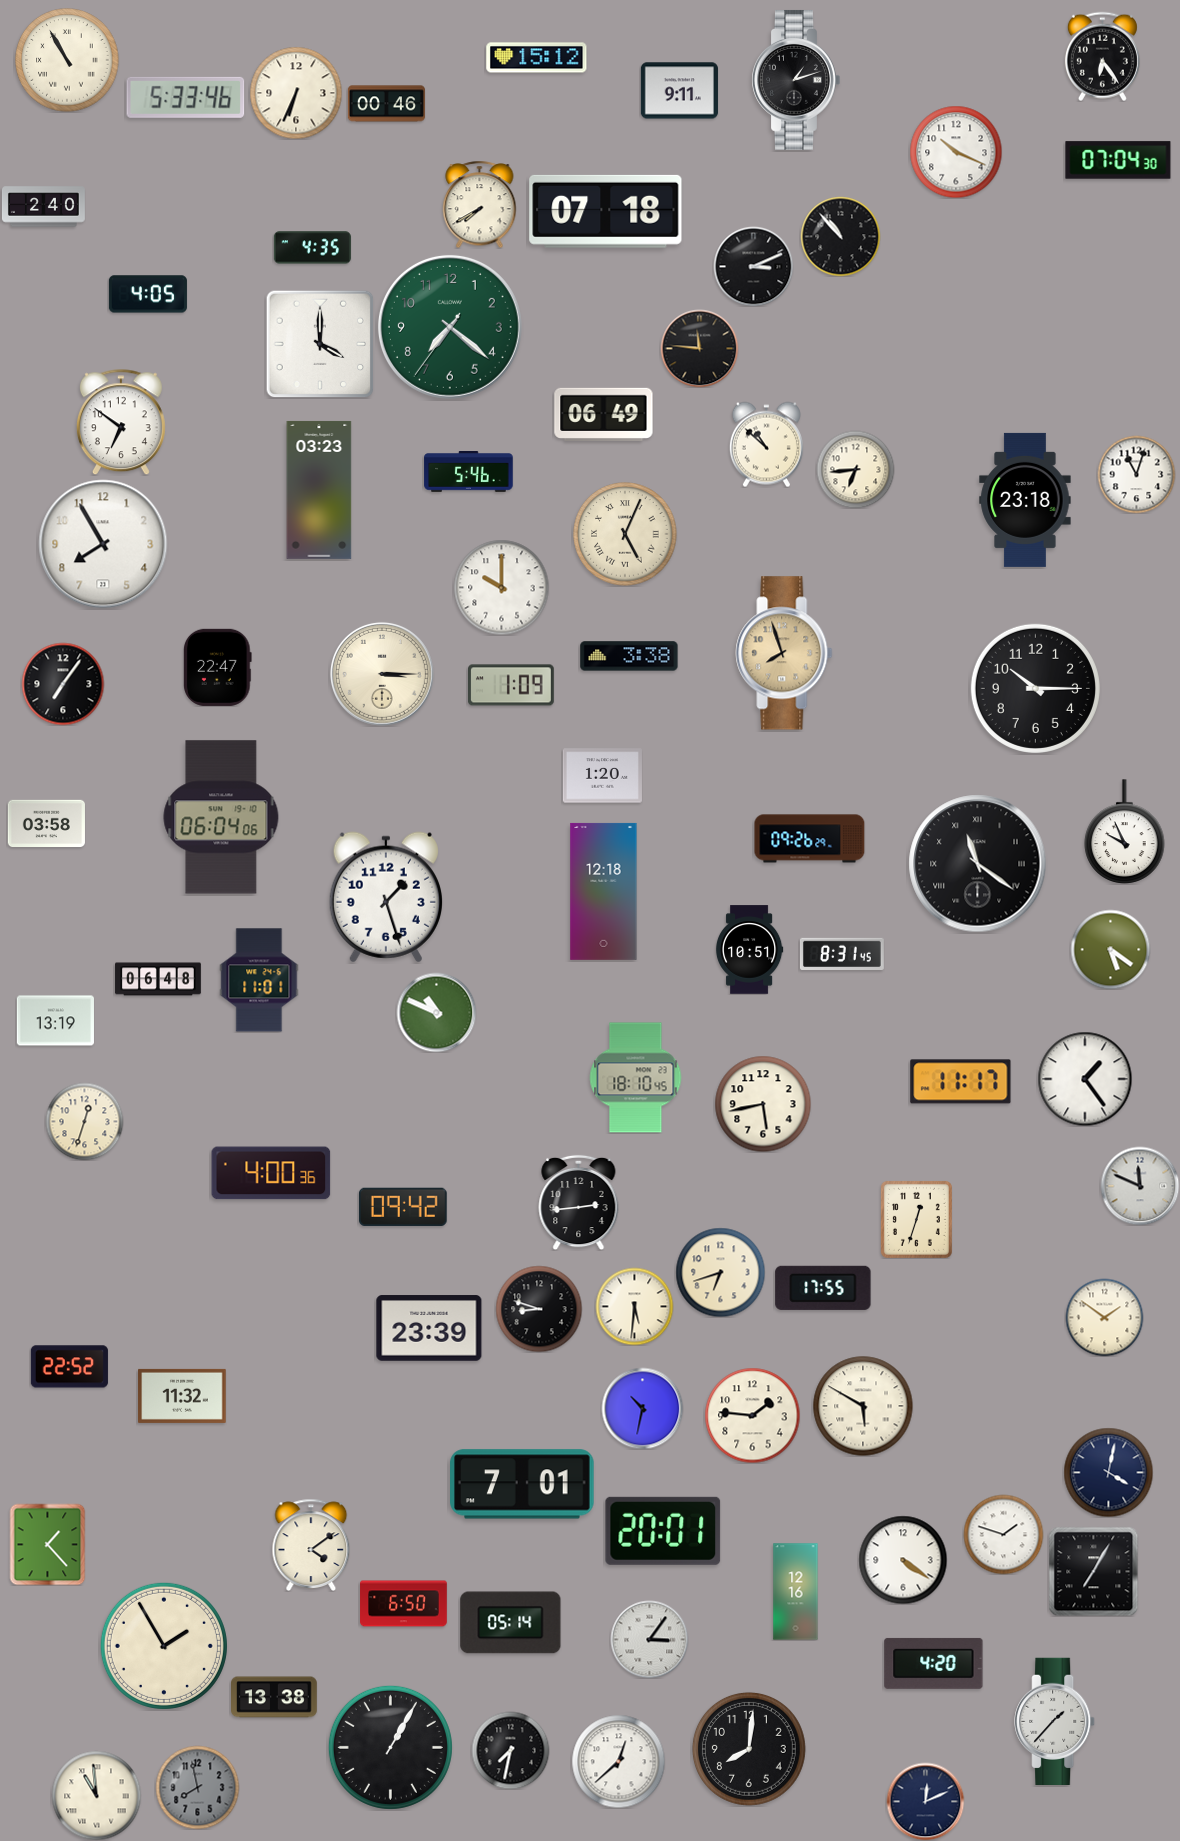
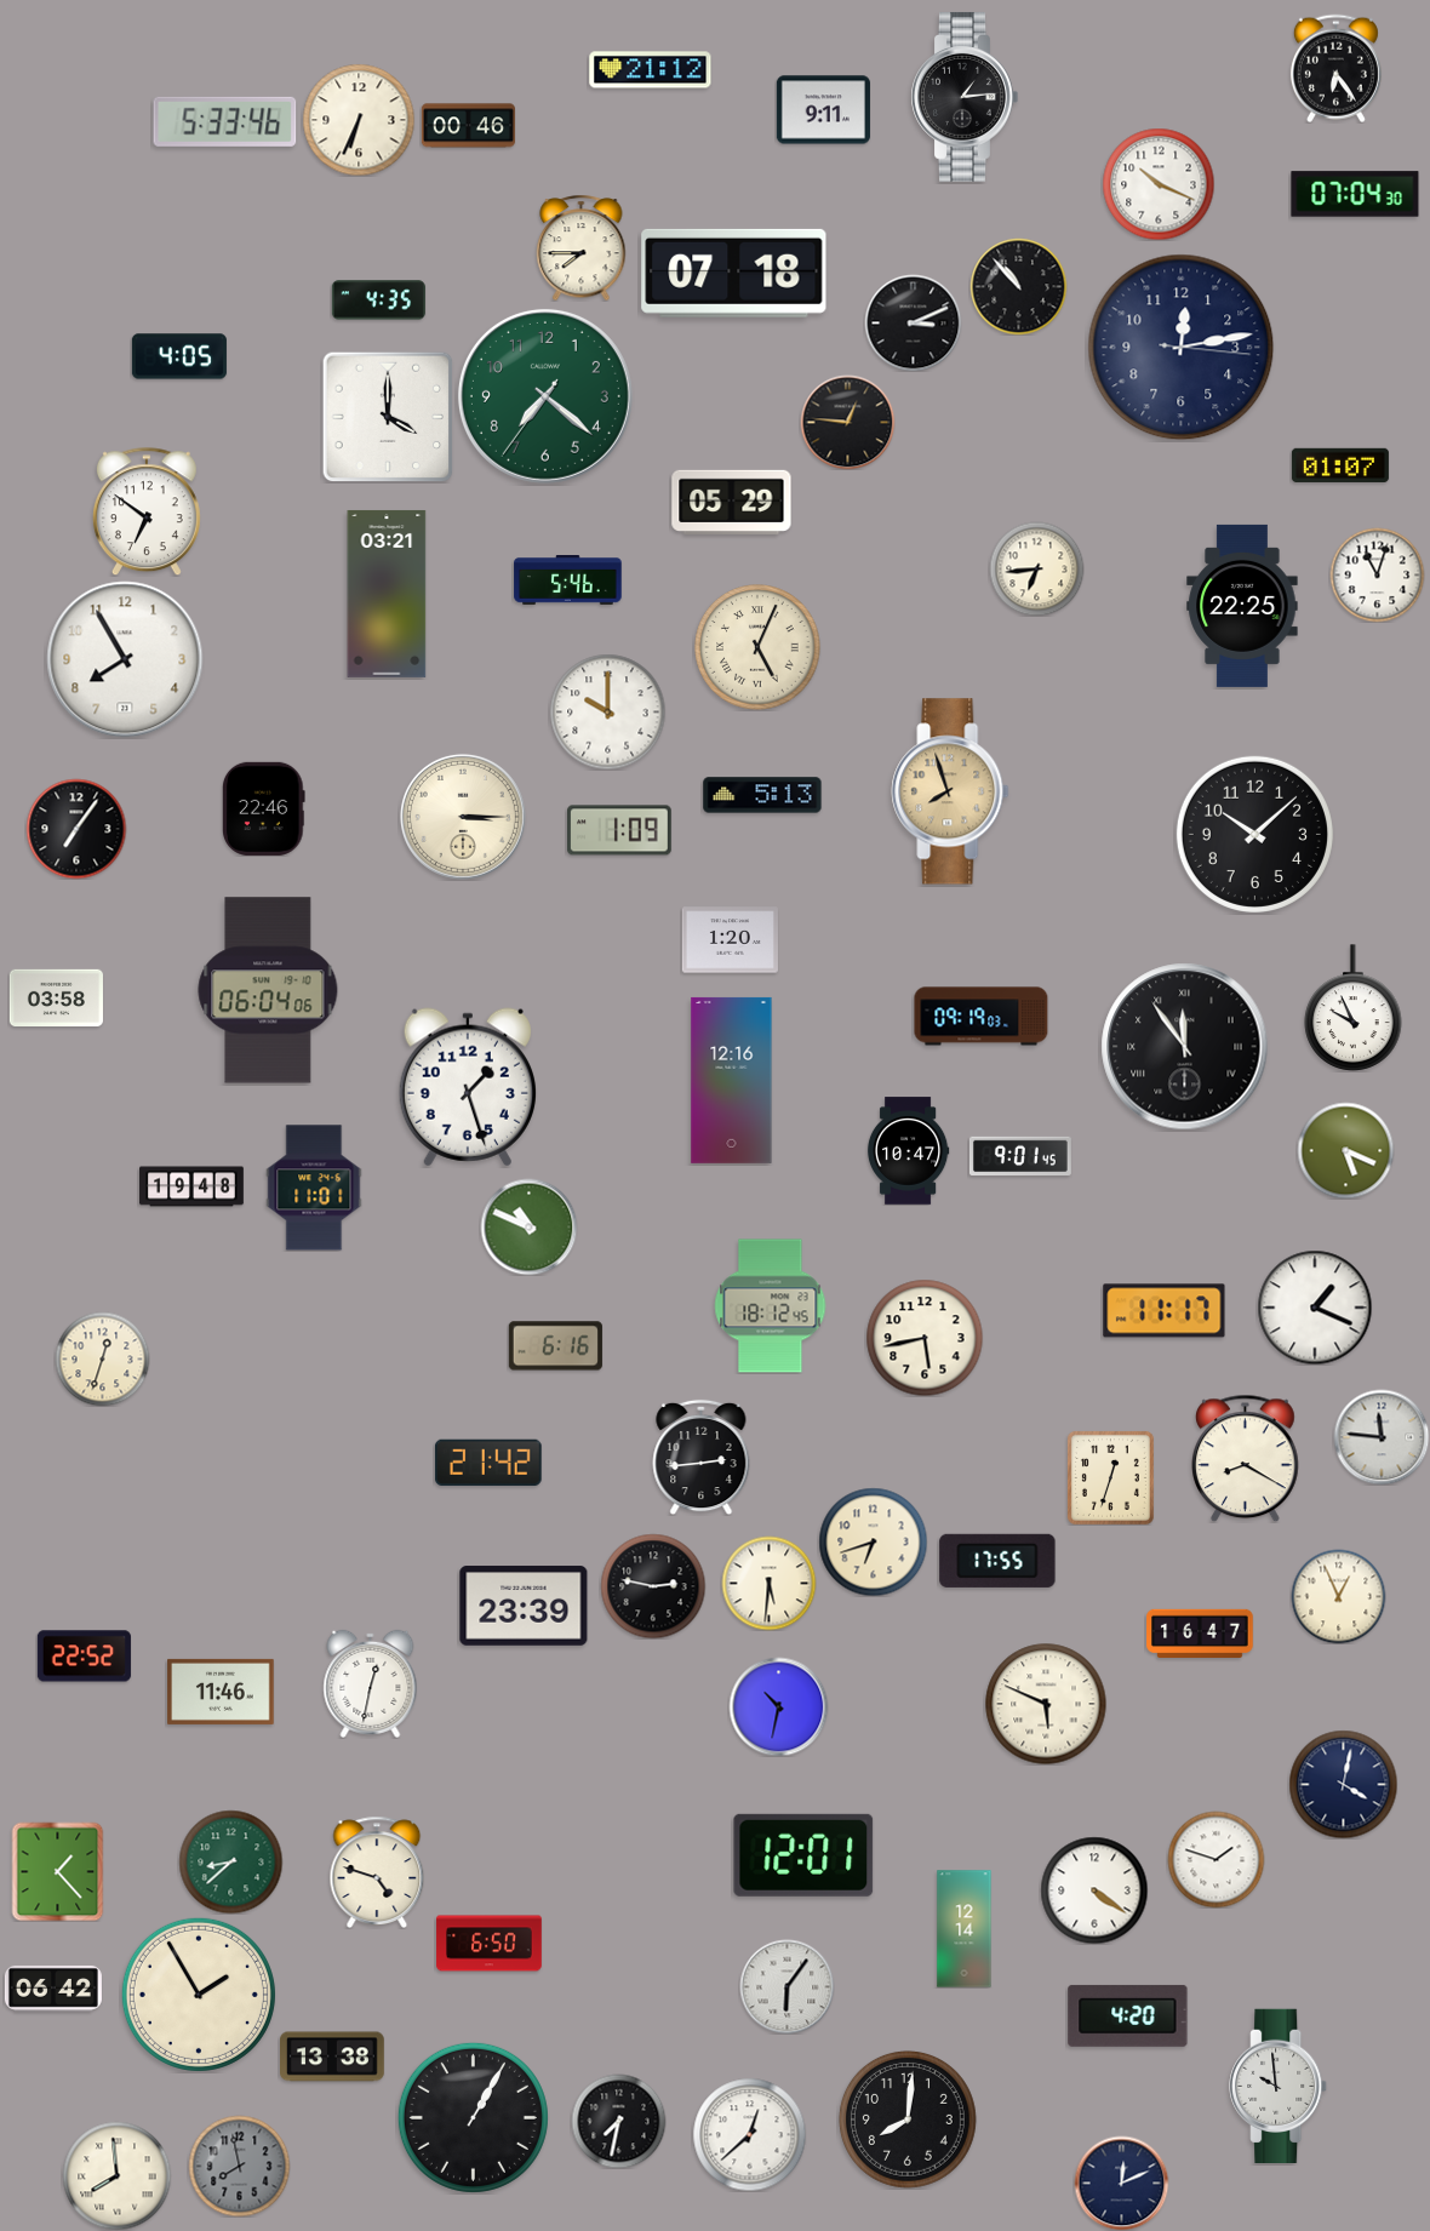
clock at (537, 58): 15:12 -> 21:12
clock at (67, 60): 10:55 -> none
clock at (796, 80): 1:12 -> 1:14
clock at (296, 93) position: (296, 93) -> (359, 120)
clock at (186, 97) position: (186, 97) -> (225, 121)
clock at (480, 204): 7:40 -> 7:45
clock at (44, 207): 2:40 -> none
clock at (606, 211) position: (606, 211) -> (734, 273)
clock at (1182, 348): none -> 12:13
clock at (699, 348): 11:46 -> 12:46
clock at (1340, 464): none -> 01:07
clock at (604, 414): 06:49 -> 05:29
clock at (766, 444): 10:52 -> none
clock at (469, 472) position: (469, 472) -> (568, 580)
clock at (319, 490): 03:23 -> 03:21
clock at (1025, 500): 23:18 -> 22:25
clock at (629, 656): 3:38 -> 5:13
clock at (218, 667): 22:47 -> 22:46
clock at (1035, 688): 10:15 -> 10:08
clock at (1125, 832) position: (1125, 832) -> (1354, 1008)
clock at (810, 839): 09:26 -> 09:19
clock at (978, 864): 11:21 -> 11:54
clock at (604, 891): 12:18 -> 12:16
clock at (1110, 949): 5:21 -> 5:19
clock at (749, 950): 10:51 -> 10:47
clock at (842, 954): 8:31 -> 9:01
clock at (158, 979): 06:48 -> 19:48
clock at (55, 1021): 13:19 -> none
clock at (636, 1078): 18:10 -> 18:12
clock at (1085, 1079): 1:24 -> 1:19
clock at (555, 1346): none -> 6:16
clock at (271, 1173): 4:00 -> none
clock at (1140, 1186): 11:49 -> 11:46
clock at (1246, 1458): none -> 8:20
clock at (403, 1207): 09:42 -> 21:42
clock at (539, 1309): 8:48 -> 2:47
clock at (1104, 1317): 1:51 -> 12:56
clock at (429, 1328) position: (429, 1328) -> (524, 1606)
clock at (1200, 1632): none -> 16:47
clock at (371, 1683): none -> 12:32
clock at (182, 1396): 11:32 -> 11:46
clock at (863, 1406): 5:50 -> 5:49
clock at (752, 1415): 1:46 -> none
clock at (522, 1484): 7:01 -> none
clock at (663, 1531): 20:01 -> 12:01
clock at (230, 1861): none -> 8:38
clock at (311, 1545): 4:09 -> 4:48
clock at (1093, 1571): 7:05 -> none
clock at (796, 1592): 12:16 -> 12:14
clock at (511, 1623): 05:14 -> none
clock at (649, 1639): 3:06 -> 6:06
clock at (53, 1989): none -> 06:42
clock at (934, 1663) position: (934, 1663) -> (1128, 2015)
clock at (1055, 1721): 1:37 -> 9:59
clock at (96, 1795): 10:59 -> 7:59
